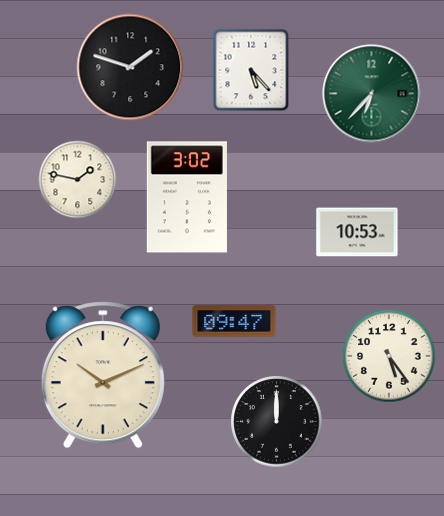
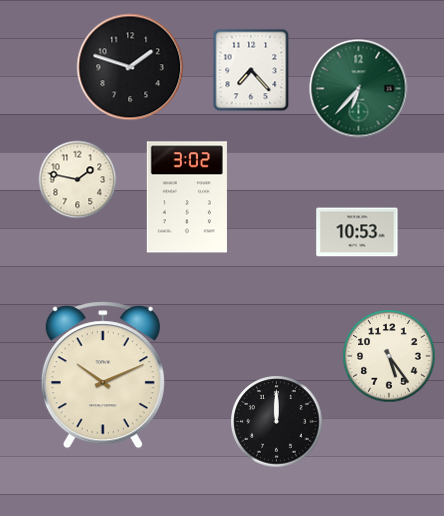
clock at (251, 70): 5:23 -> 7:23
clock at (372, 94) position: (372, 94) -> (359, 89)
clock at (234, 321): 09:47 -> none
